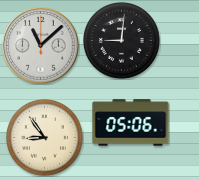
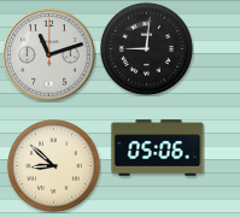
clock at (41, 46): 11:08 -> 11:12
clock at (44, 137): 8:54 -> 8:52
